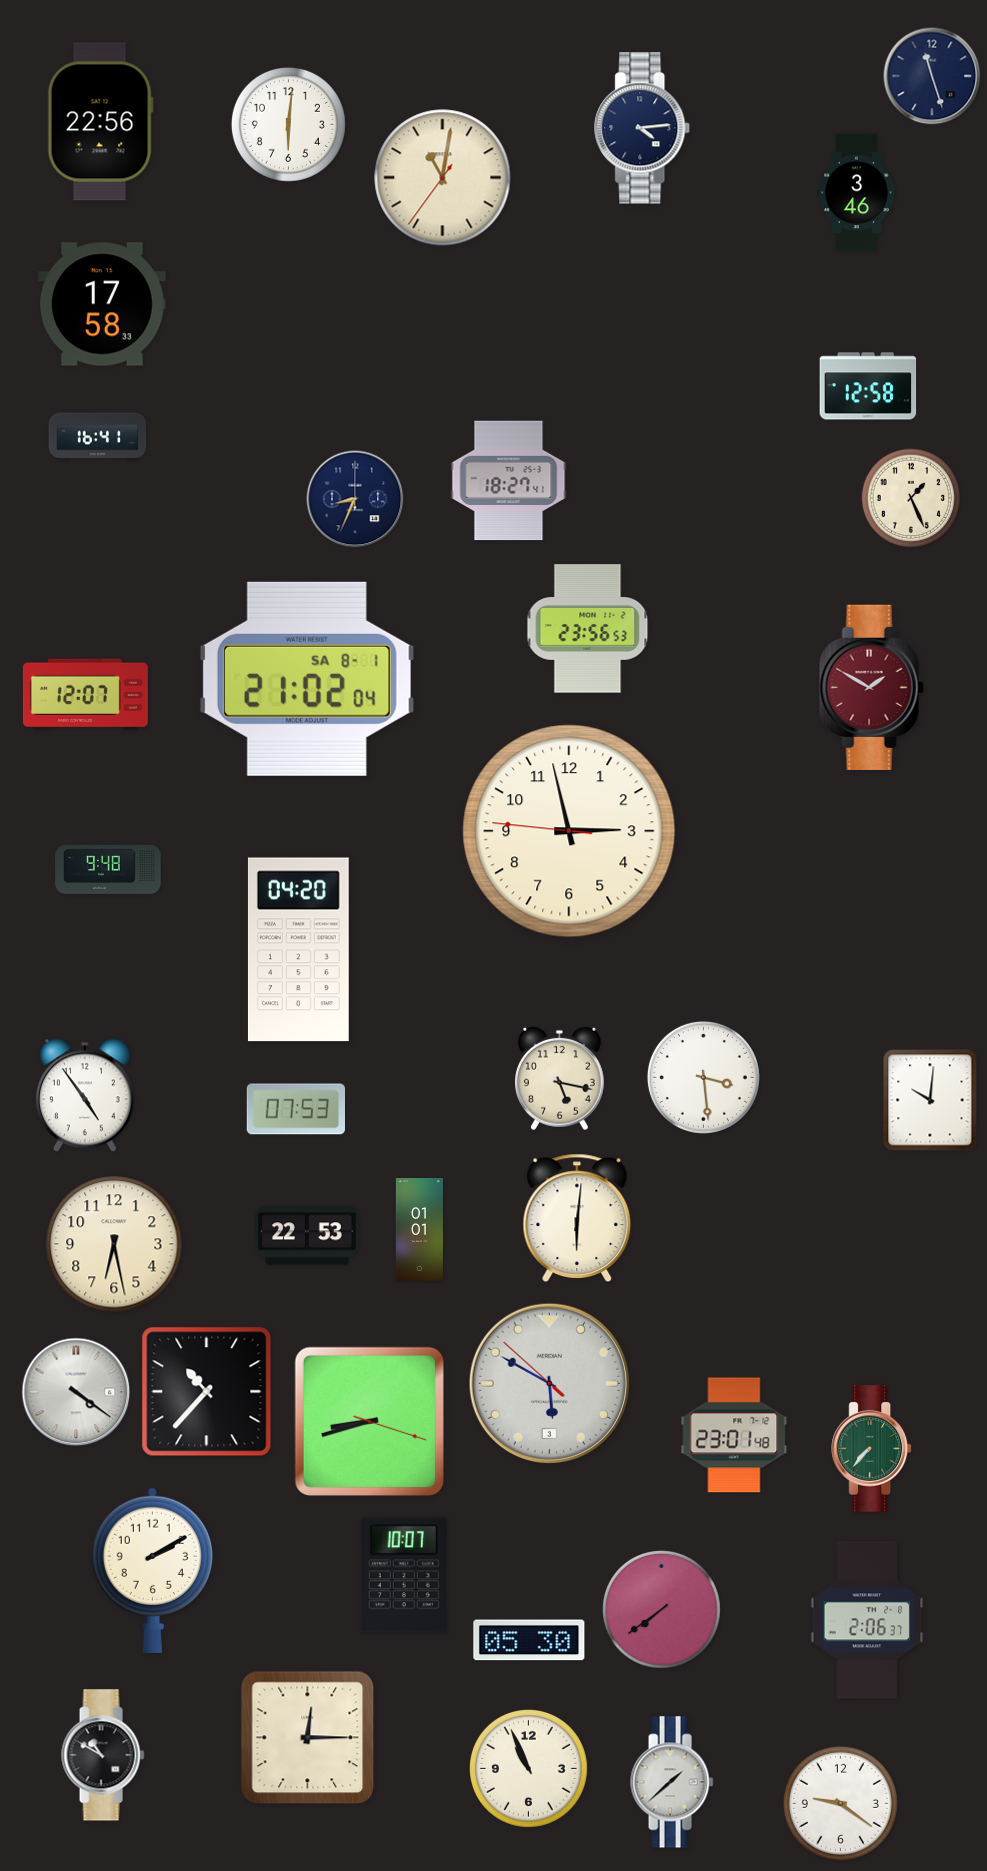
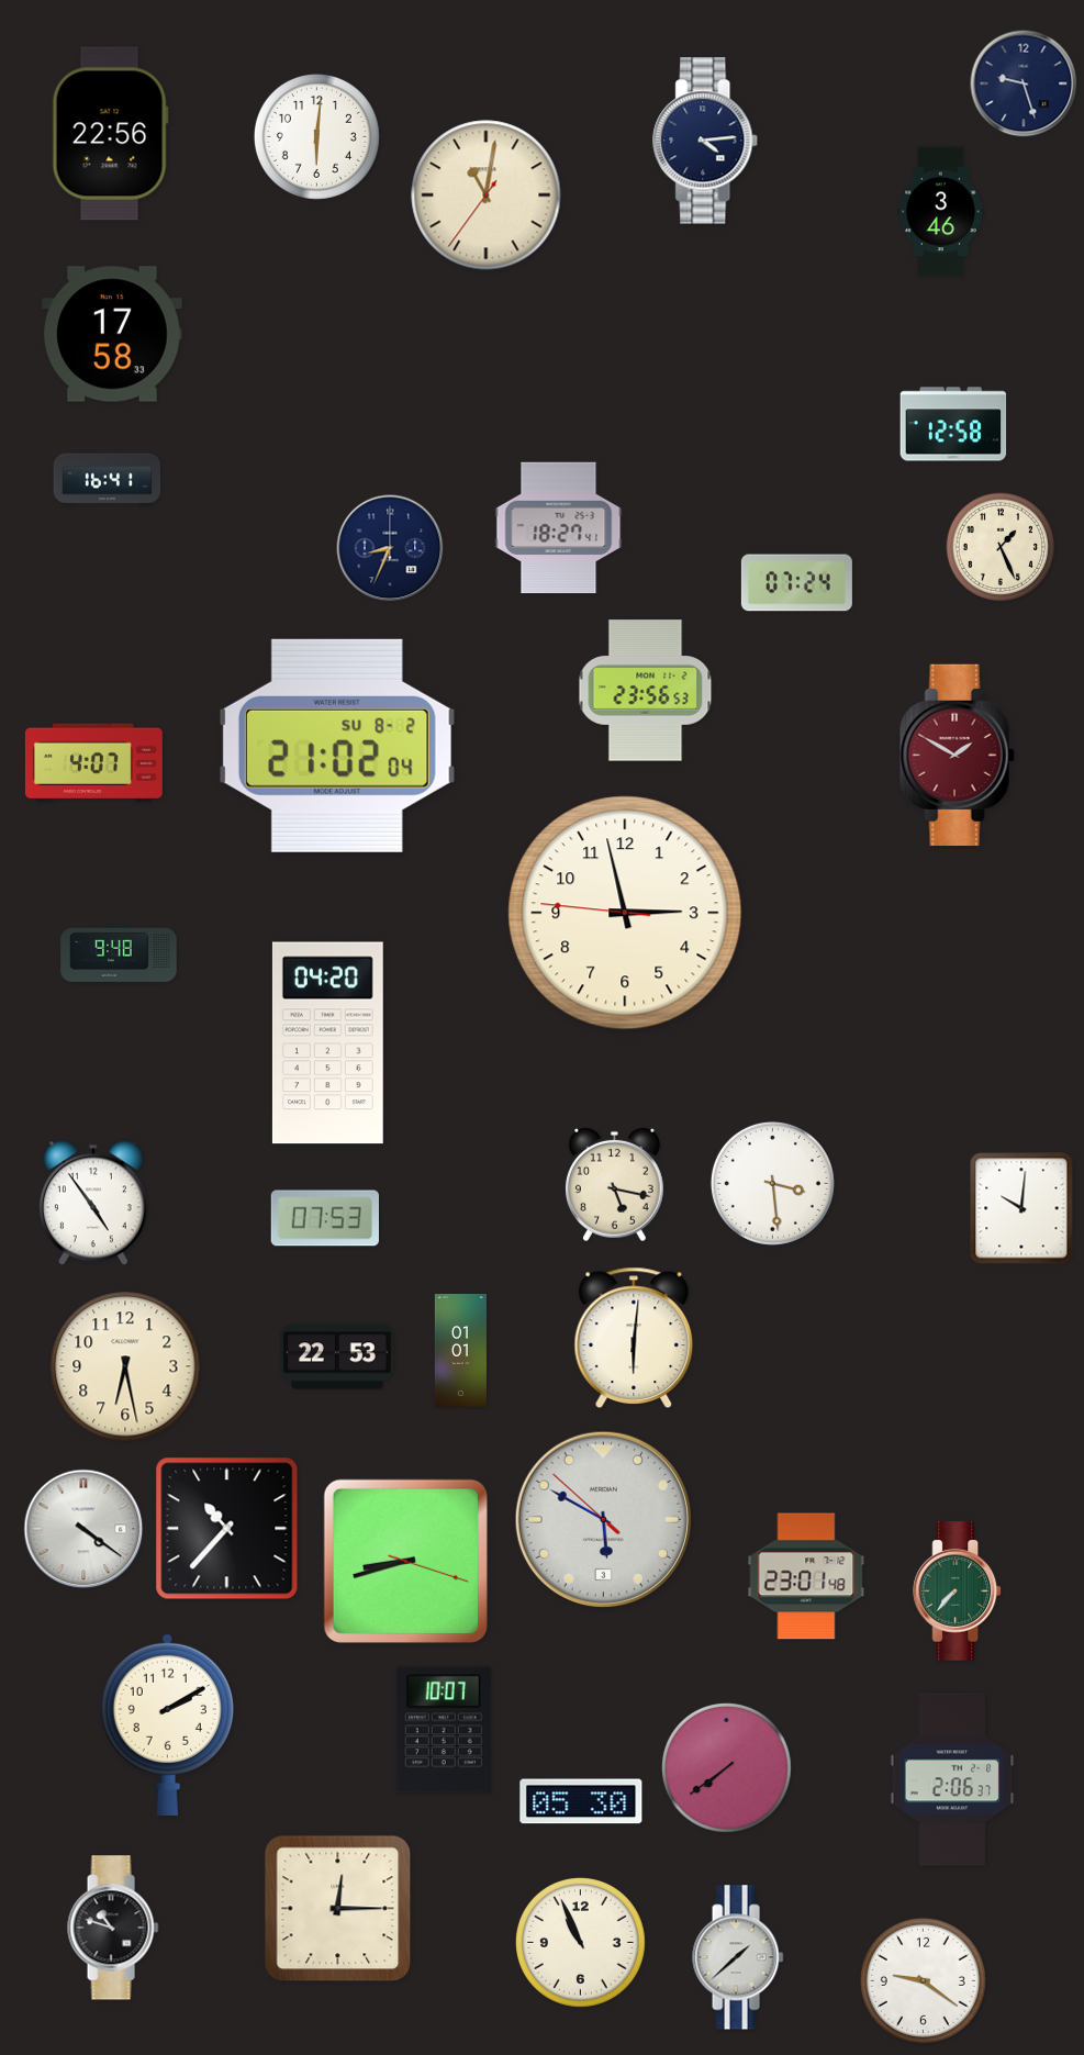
clock at (932, 76): 11:27 -> 9:27
clock at (796, 583): none -> 07:24
clock at (307, 679) date: SA 8-1 -> SU 8-2
clock at (85, 694): 12:07 -> 4:07
clock at (103, 1755): 10:50 -> 10:48
